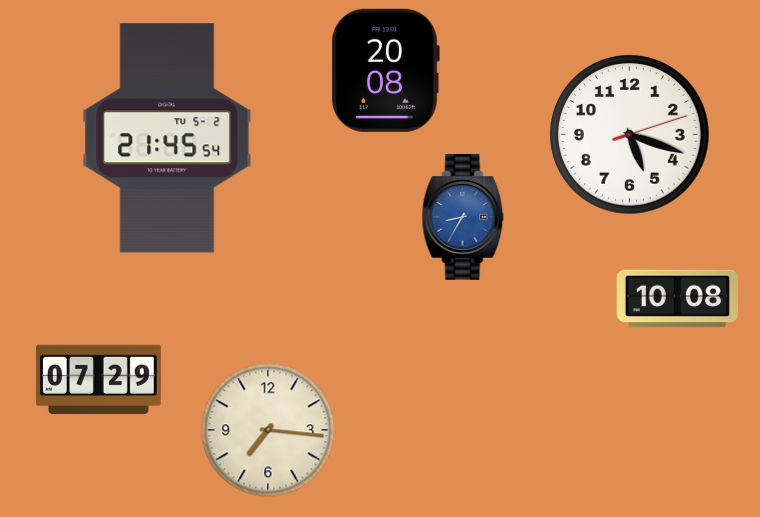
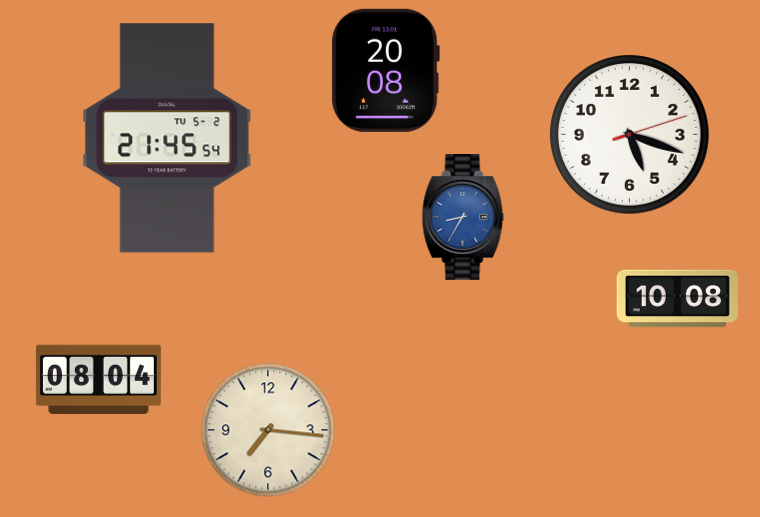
clock at (98, 379): 07:29 -> 08:04
